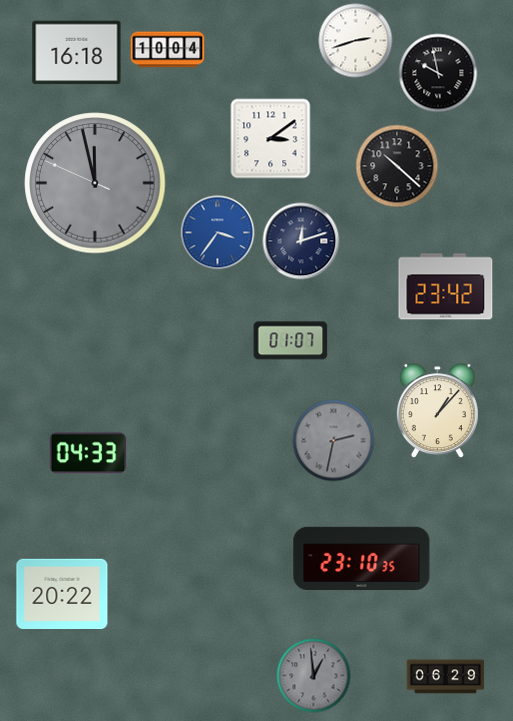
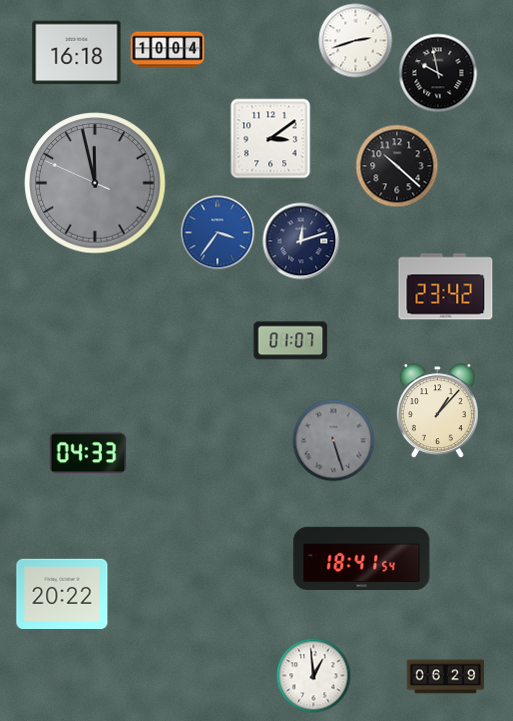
clock at (334, 441): 2:32 -> 5:27
clock at (362, 558): 23:10 -> 18:41
clock at (314, 676) dial: grey -> white
